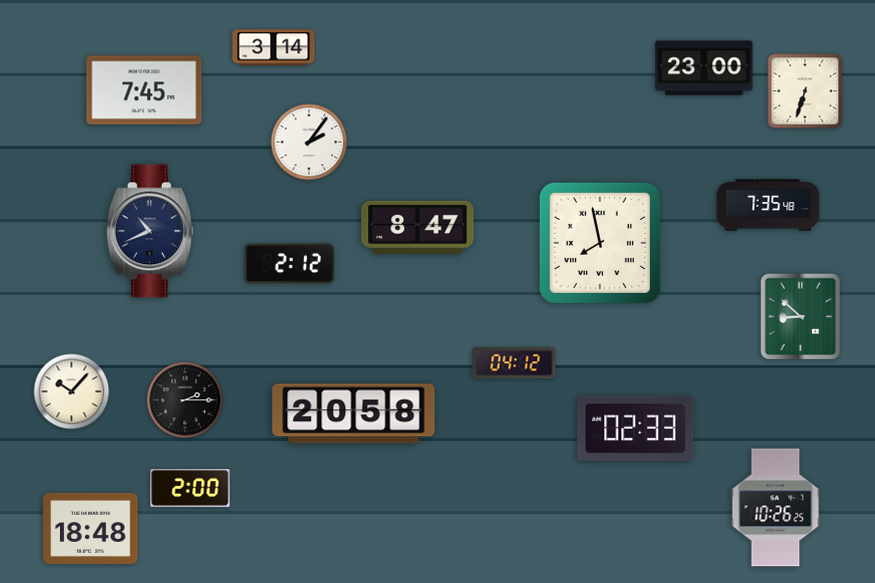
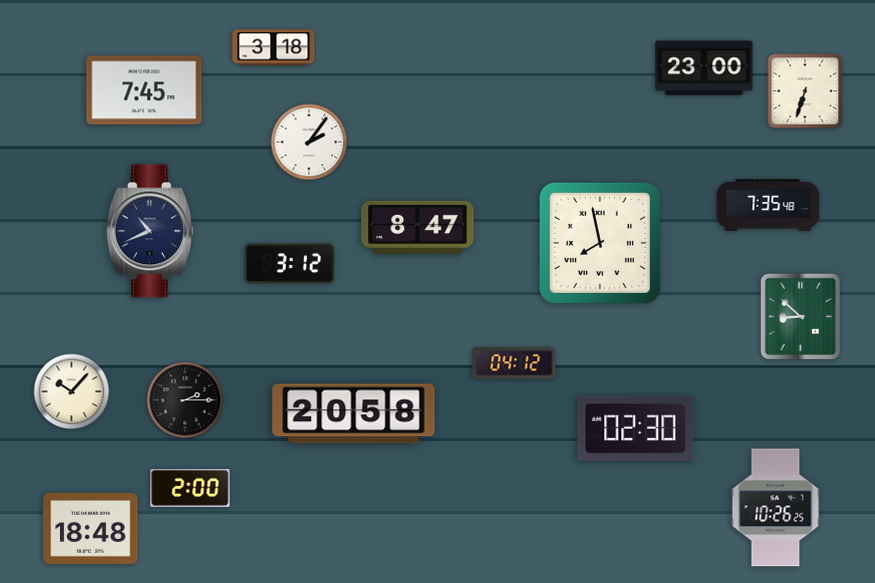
clock at (274, 48): 3:14 -> 3:18
clock at (289, 264): 2:12 -> 3:12
clock at (636, 429): 02:33 -> 02:30
